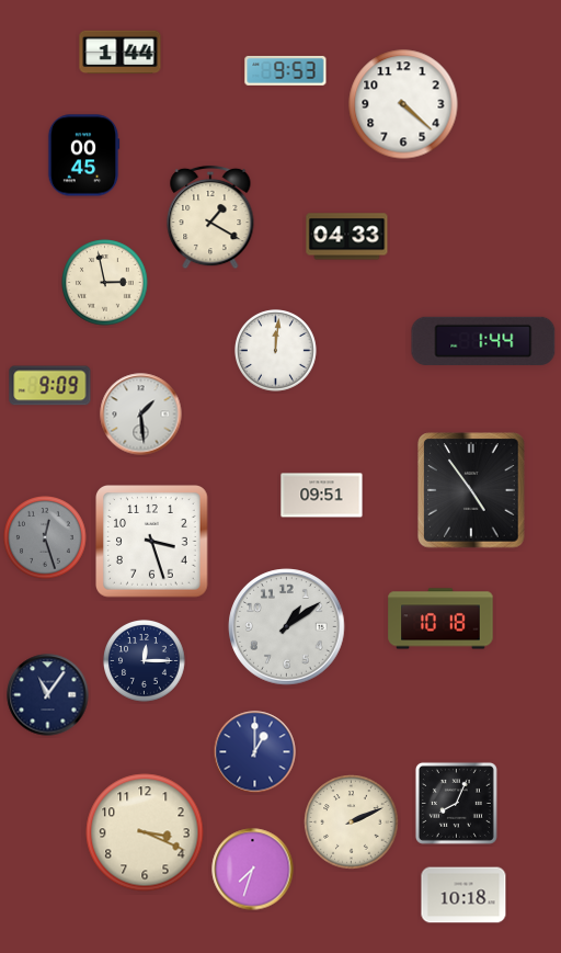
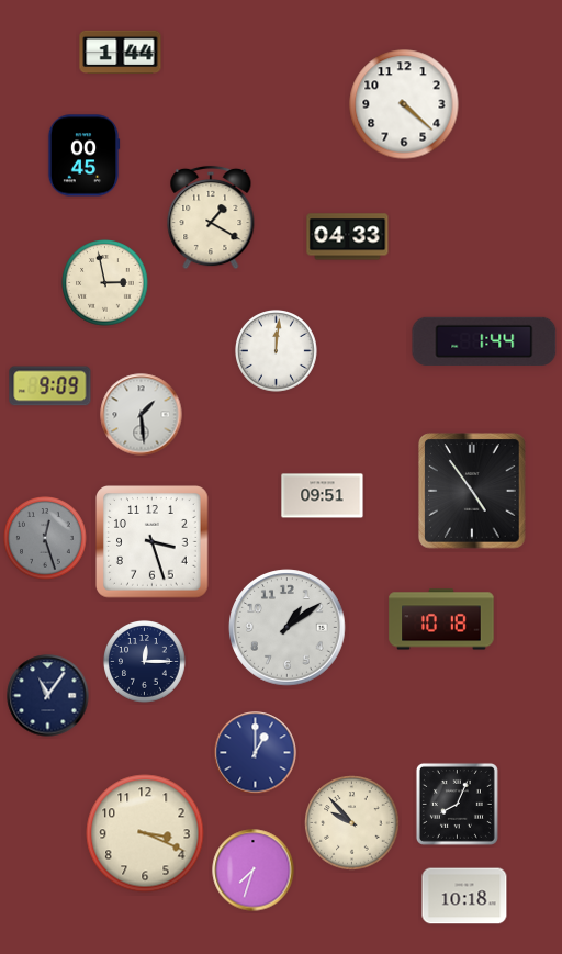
clock at (286, 71): 9:53 -> none
clock at (352, 822): 2:11 -> 9:53
